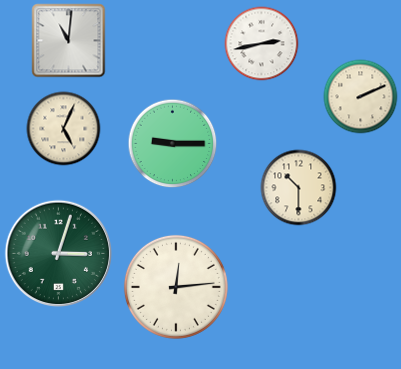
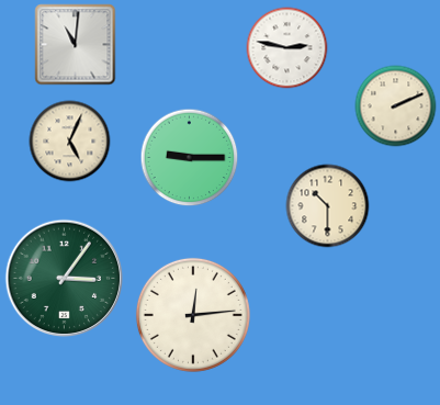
clock at (262, 44): 2:43 -> 2:47
clock at (59, 254): 3:03 -> 3:06
